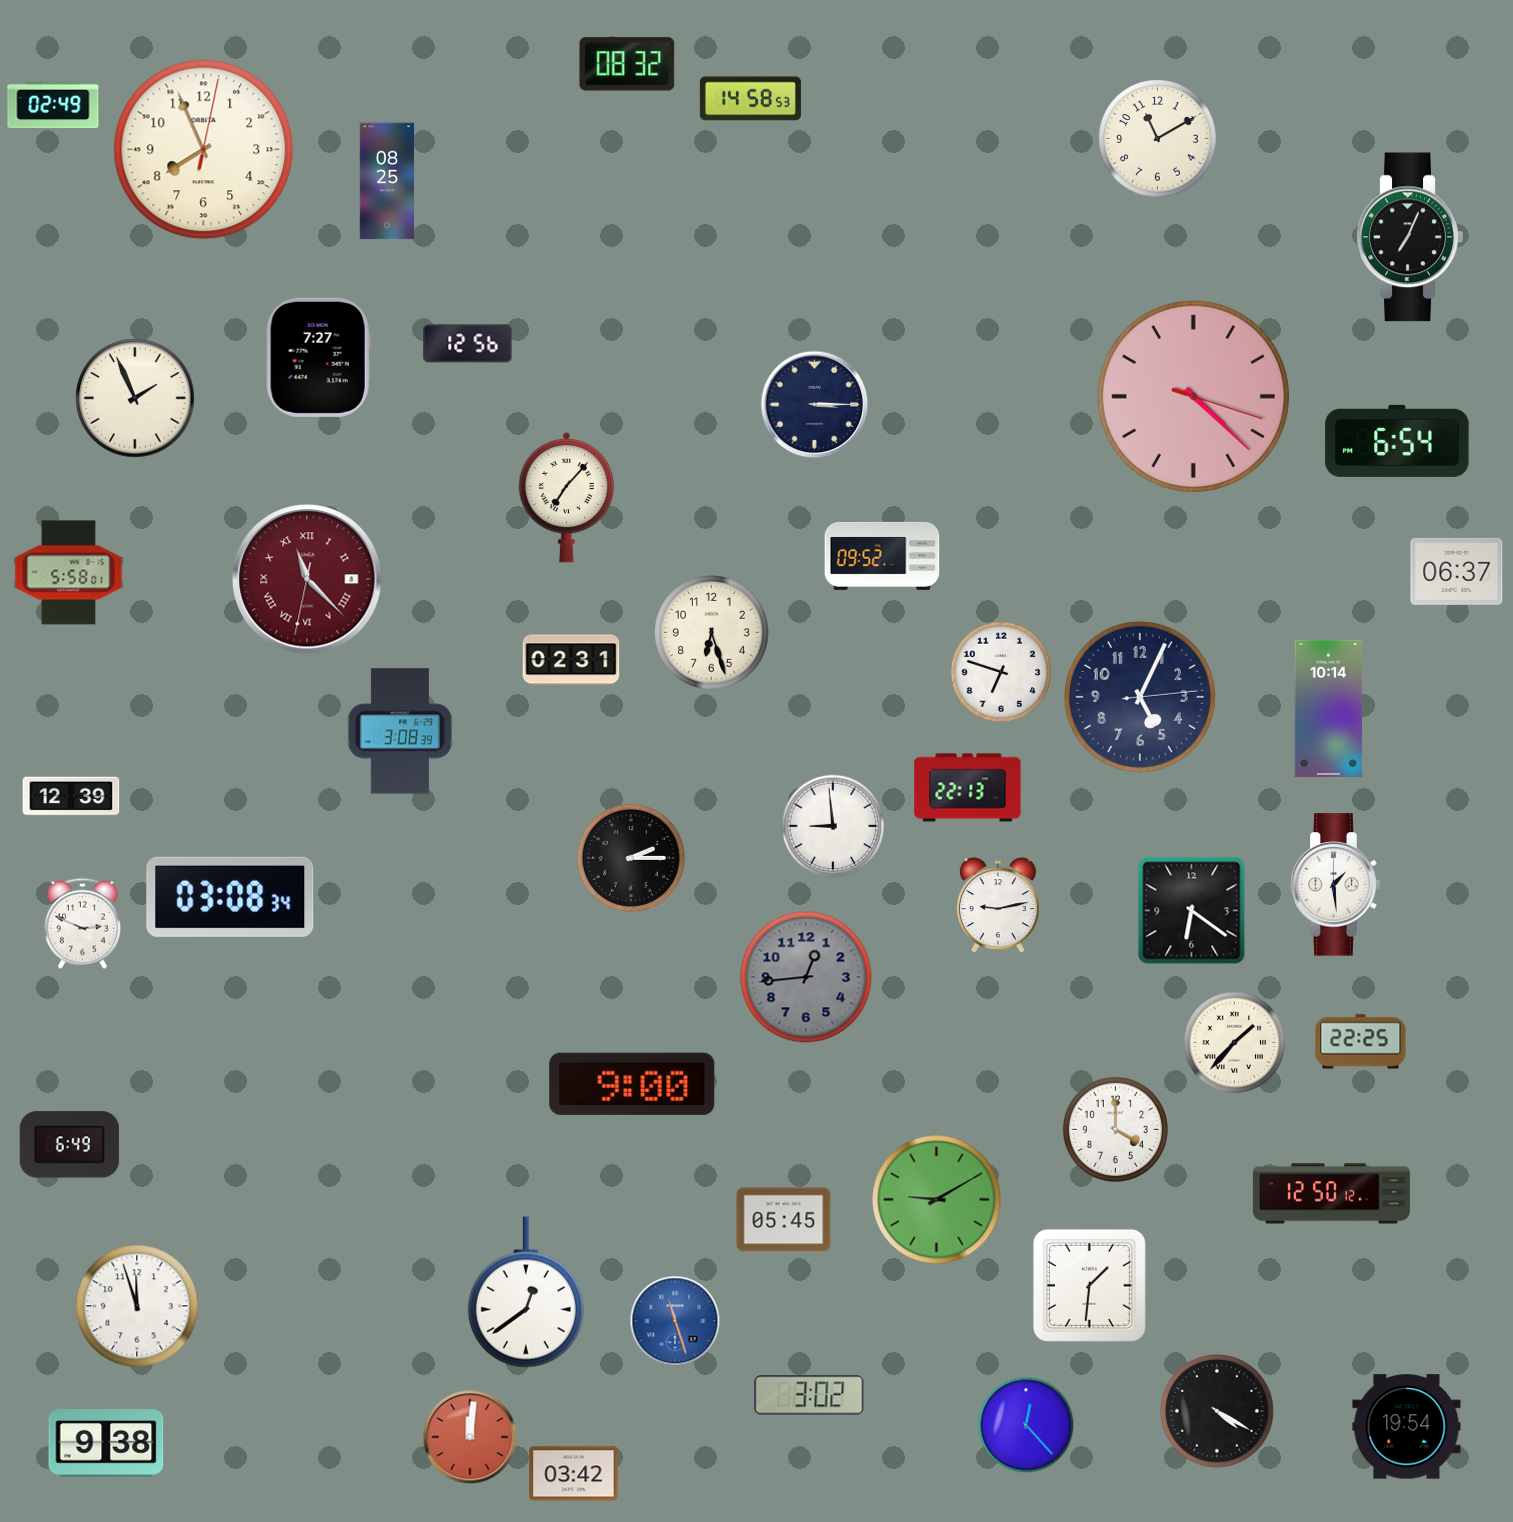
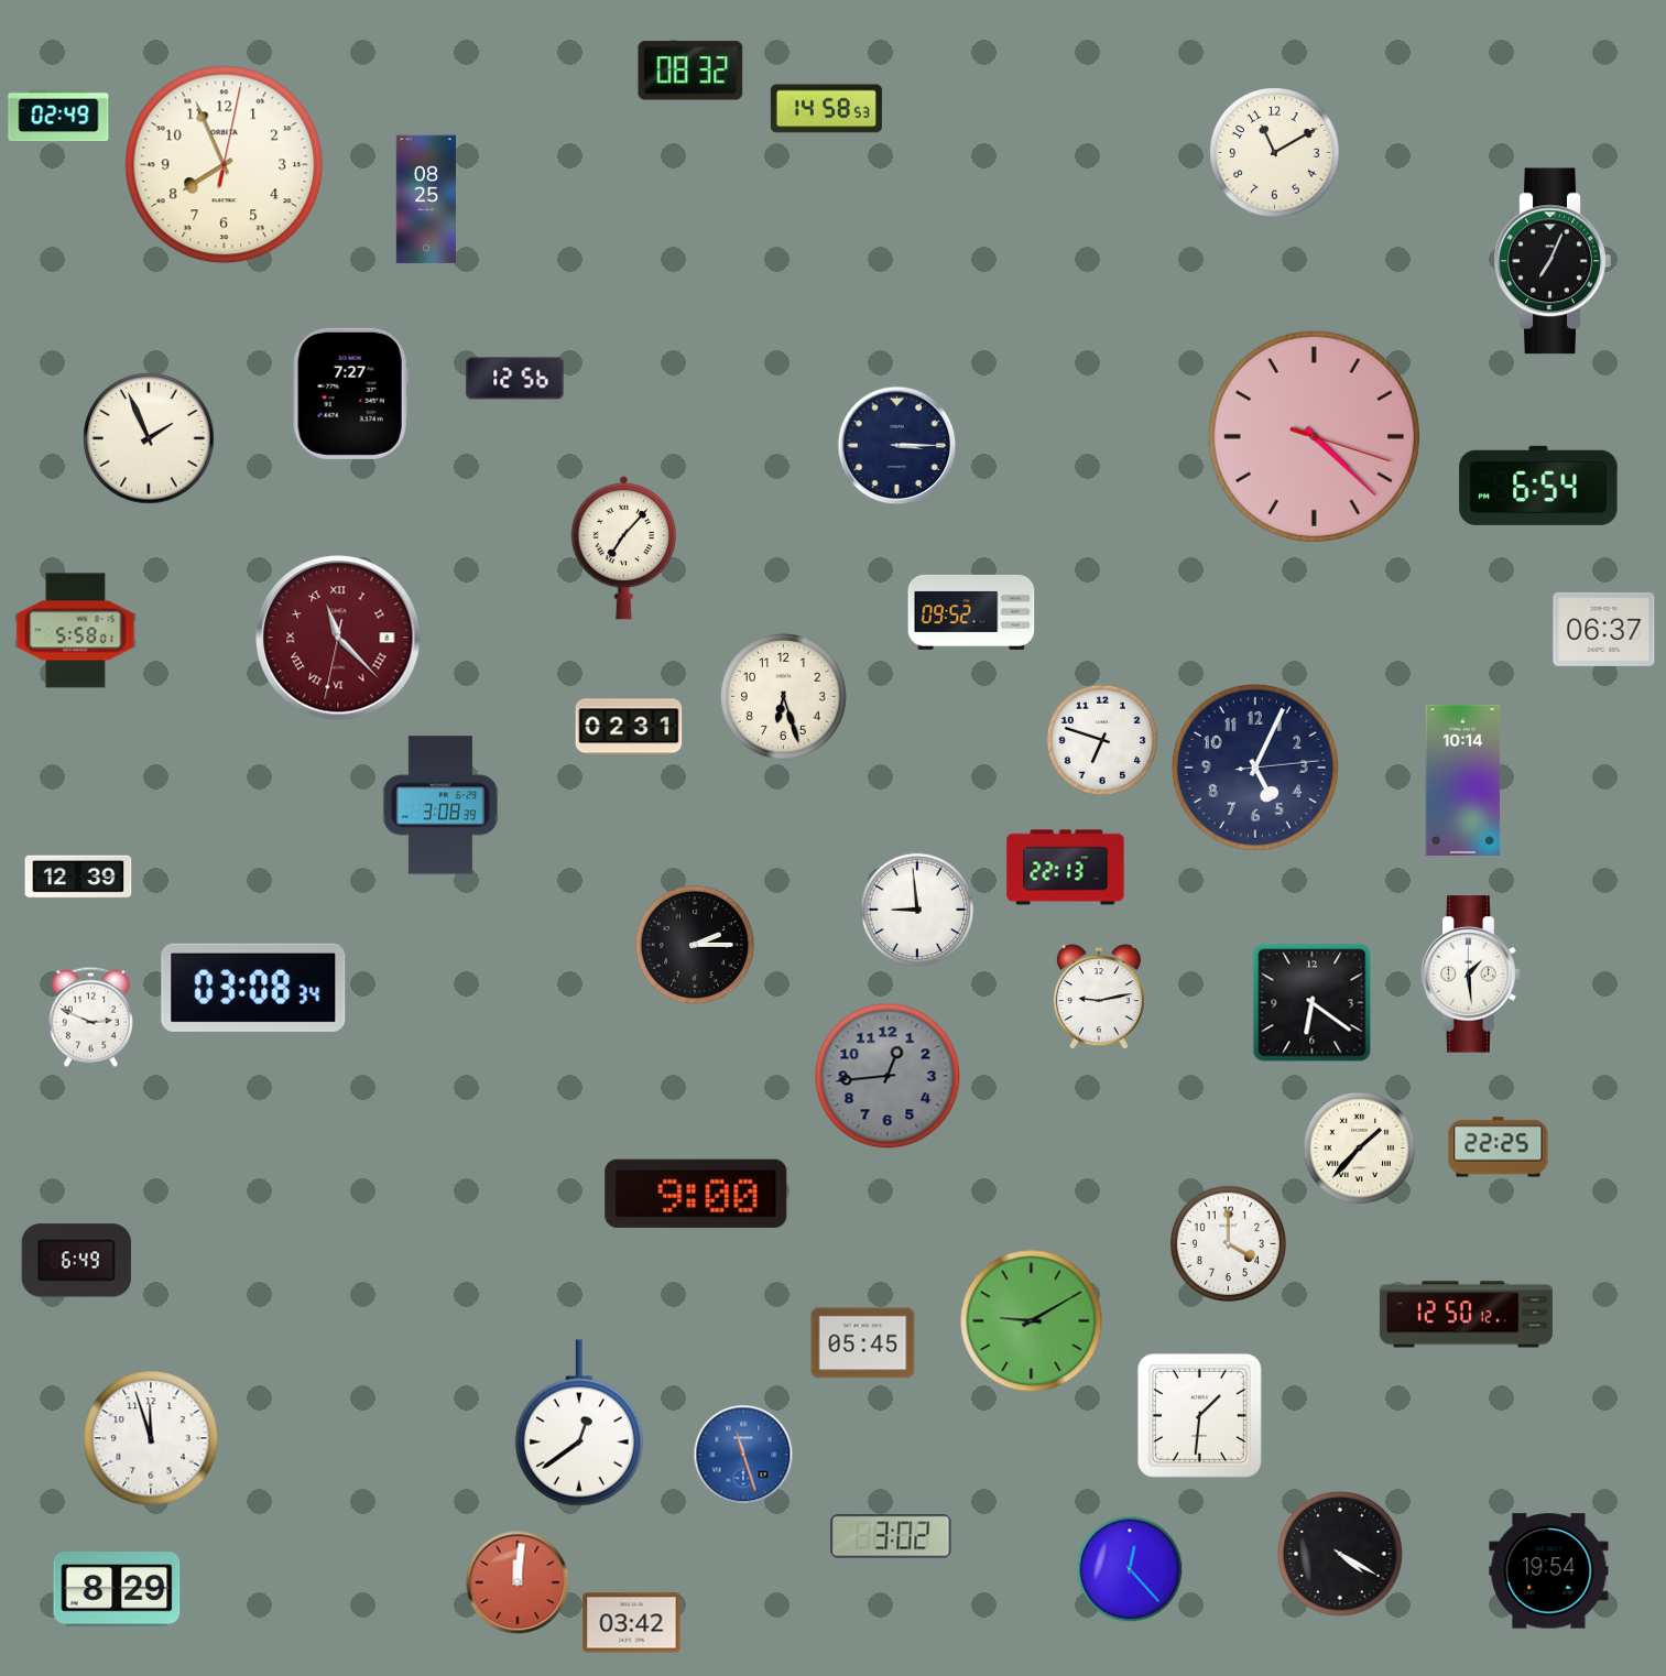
clock at (106, 1443): 9:38 -> 8:29
